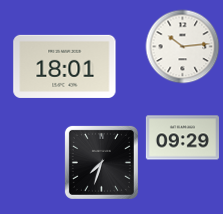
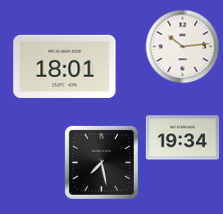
clock at (182, 138): 09:29 -> 19:34
clock at (101, 162): 7:33 -> 7:28
